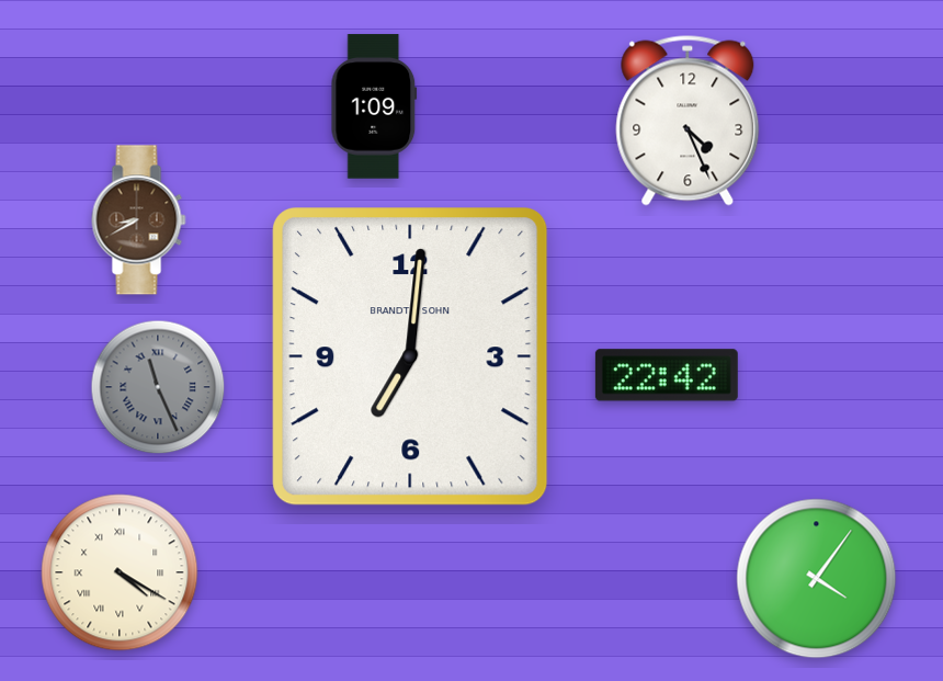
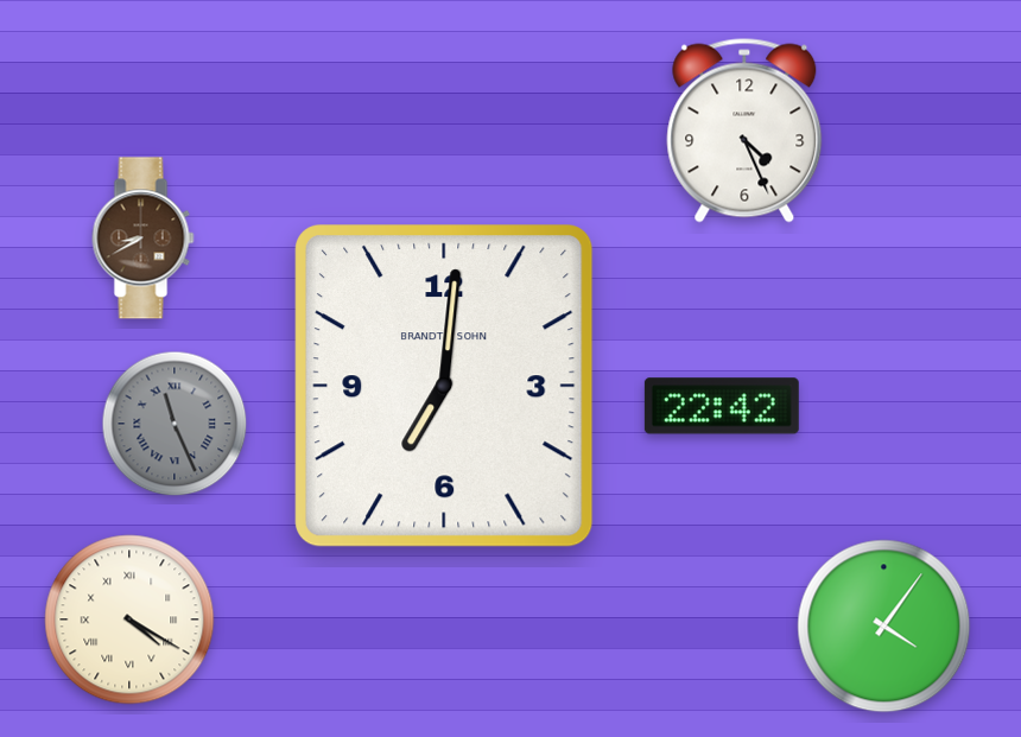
clock at (374, 106): 1:09 -> none
clock at (139, 220) position: (139, 220) -> (144, 239)
clock at (158, 387) position: (158, 387) -> (175, 424)
